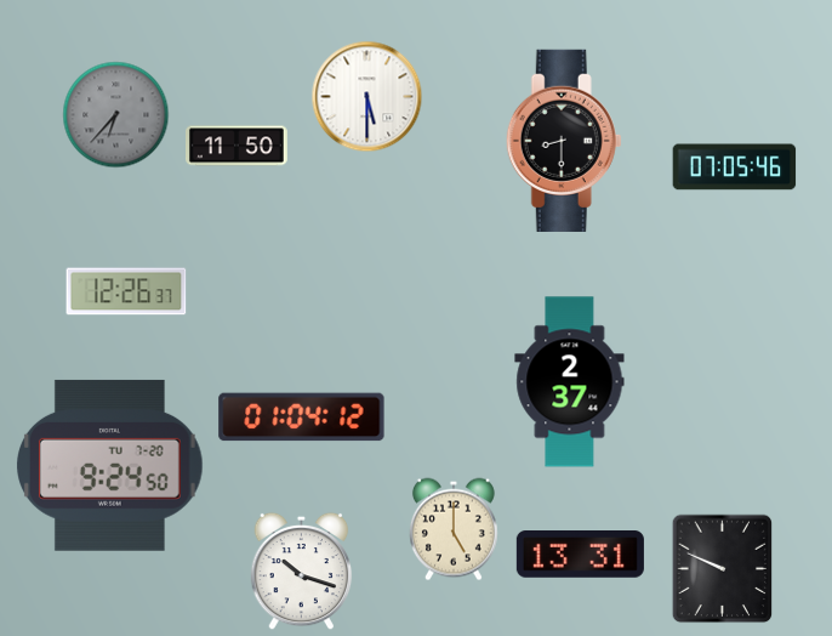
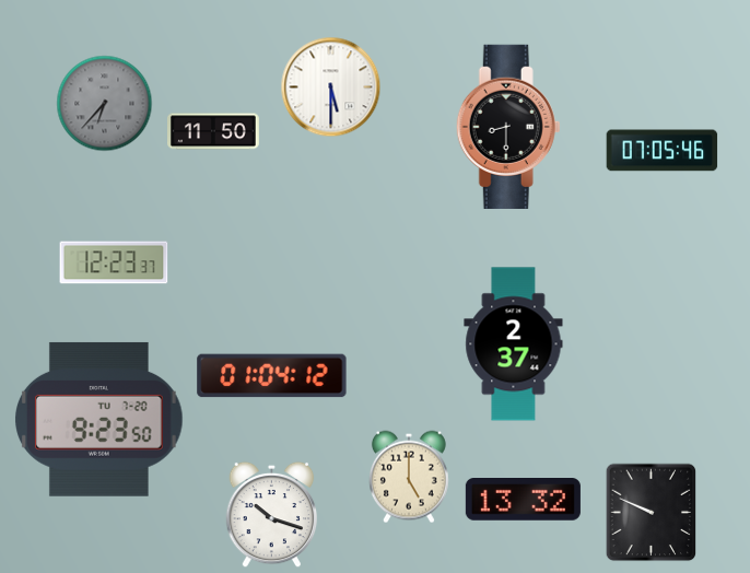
clock at (126, 291): 12:26 -> 12:23
clock at (110, 465): 9:24 -> 9:23
clock at (580, 555): 13:31 -> 13:32
